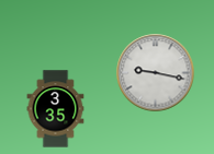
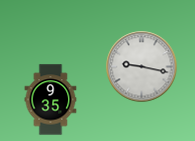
clock at (56, 109): 3:35 -> 9:35
